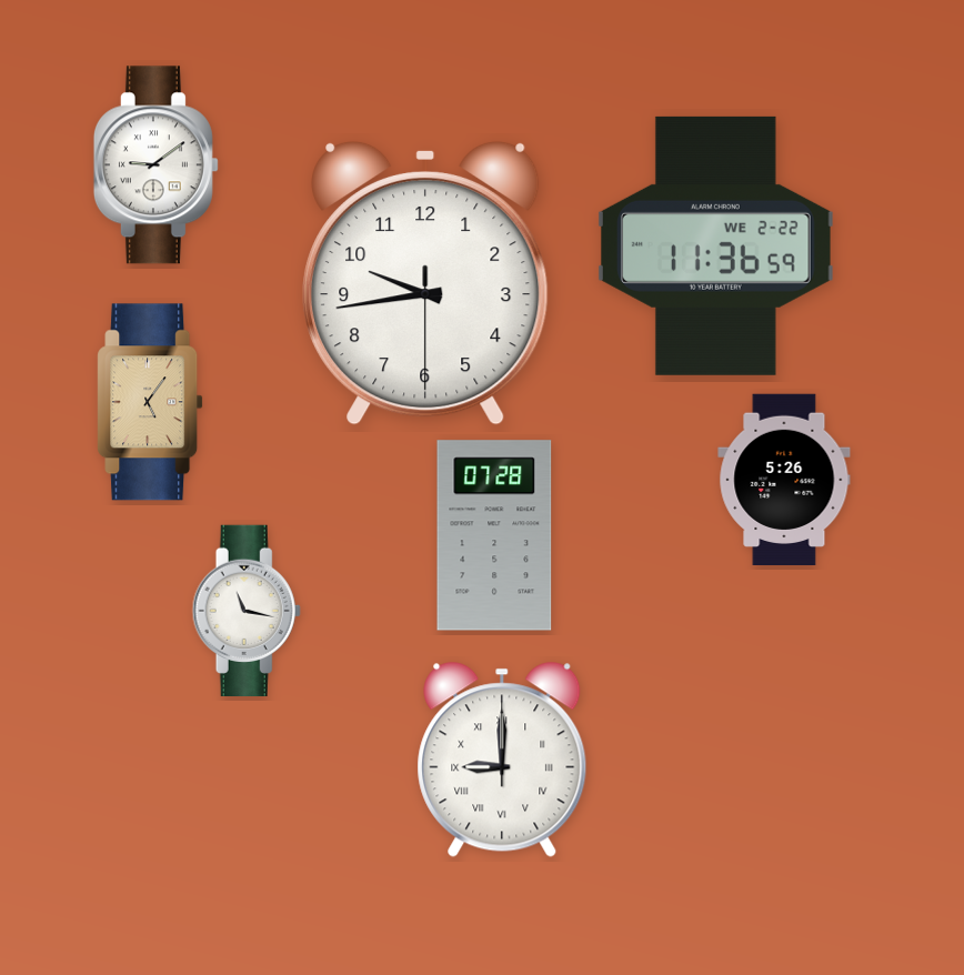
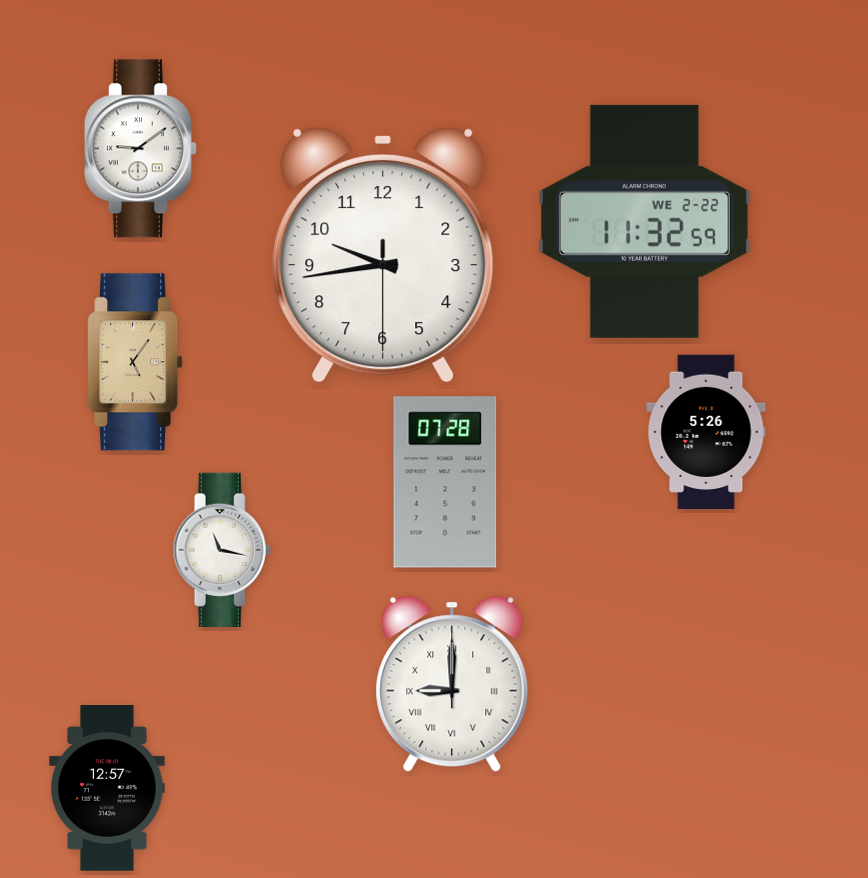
clock at (715, 245): 11:36 -> 11:32
clock at (107, 788): none -> 12:57
